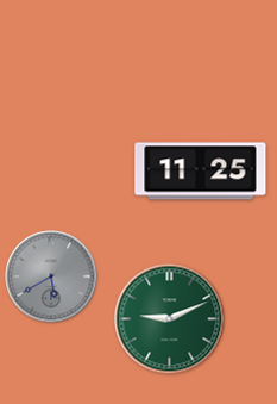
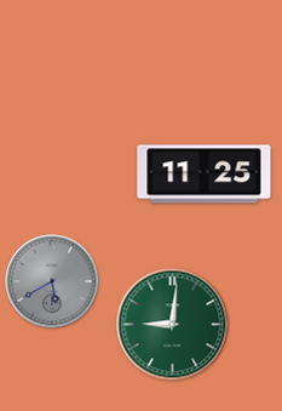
clock at (170, 319): 9:11 -> 9:01
